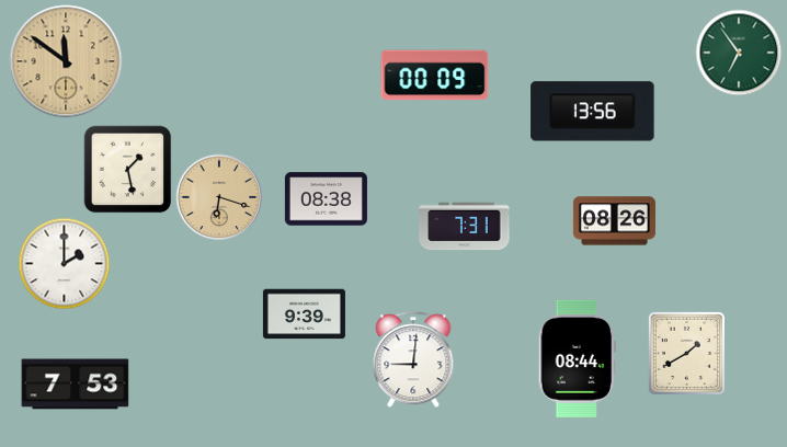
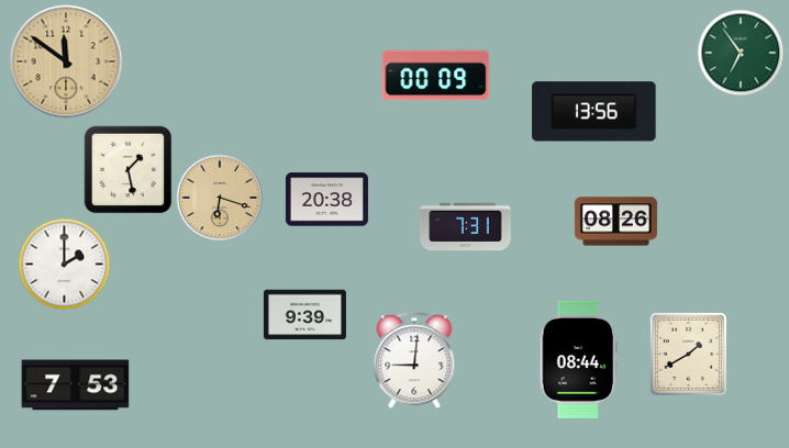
clock at (326, 199): 08:38 -> 20:38
